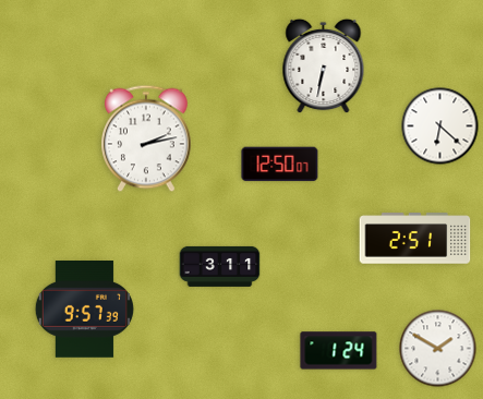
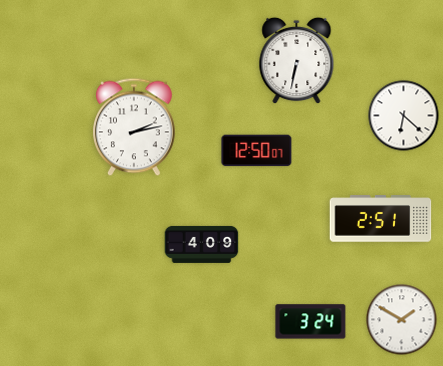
clock at (220, 266): 3:11 -> 4:09
clock at (84, 310): 9:57 -> none
clock at (339, 351): 1:24 -> 3:24
